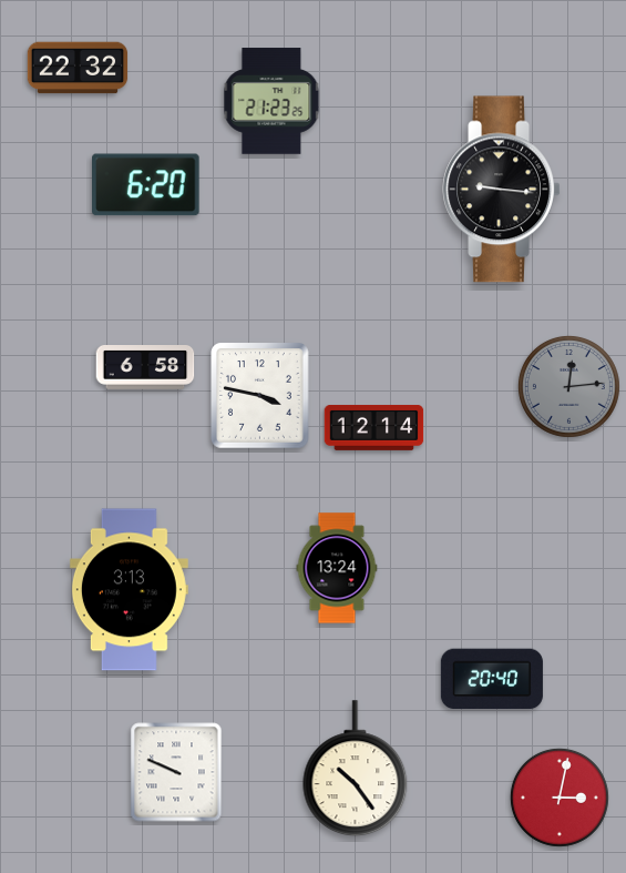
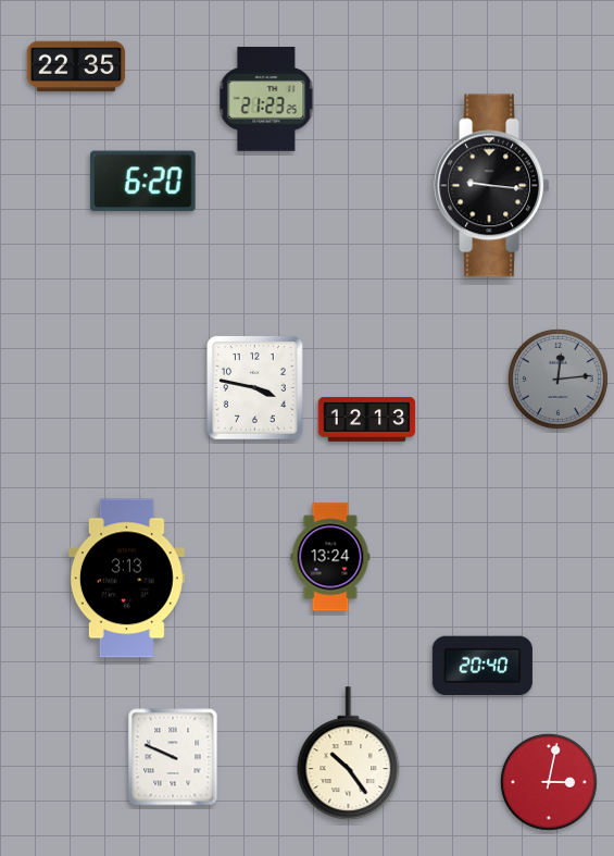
clock at (78, 68): 22:32 -> 22:35
clock at (145, 368): 6:58 -> none
clock at (374, 428): 12:14 -> 12:13
